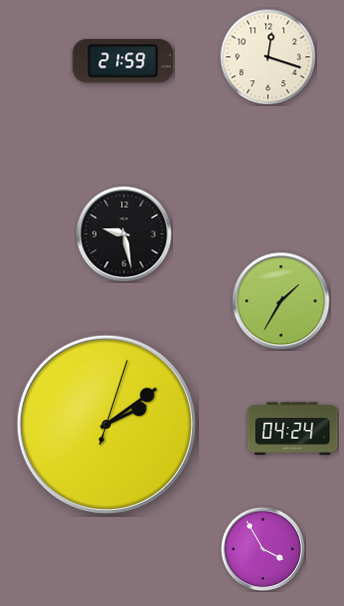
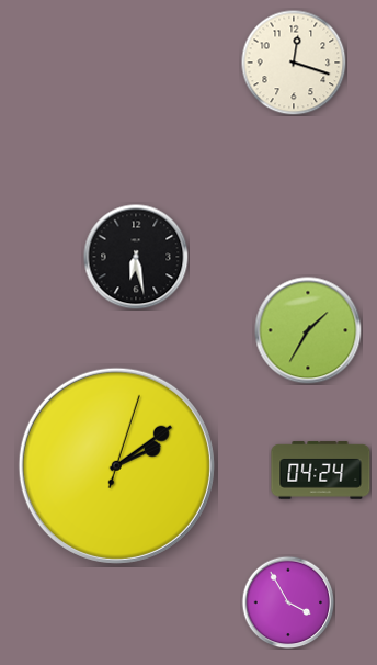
clock at (123, 61): 21:59 -> none
clock at (124, 234): 9:28 -> 6:28
